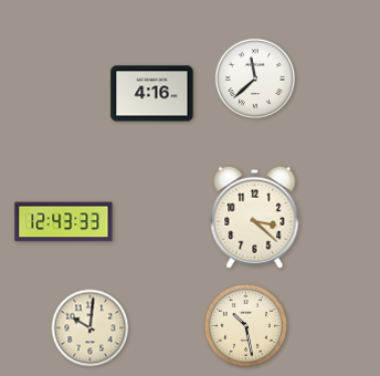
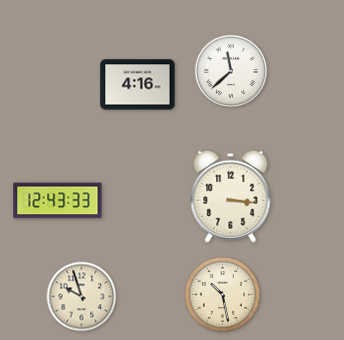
clock at (255, 217): 3:22 -> 3:16
clock at (91, 328): 10:01 -> 9:57
